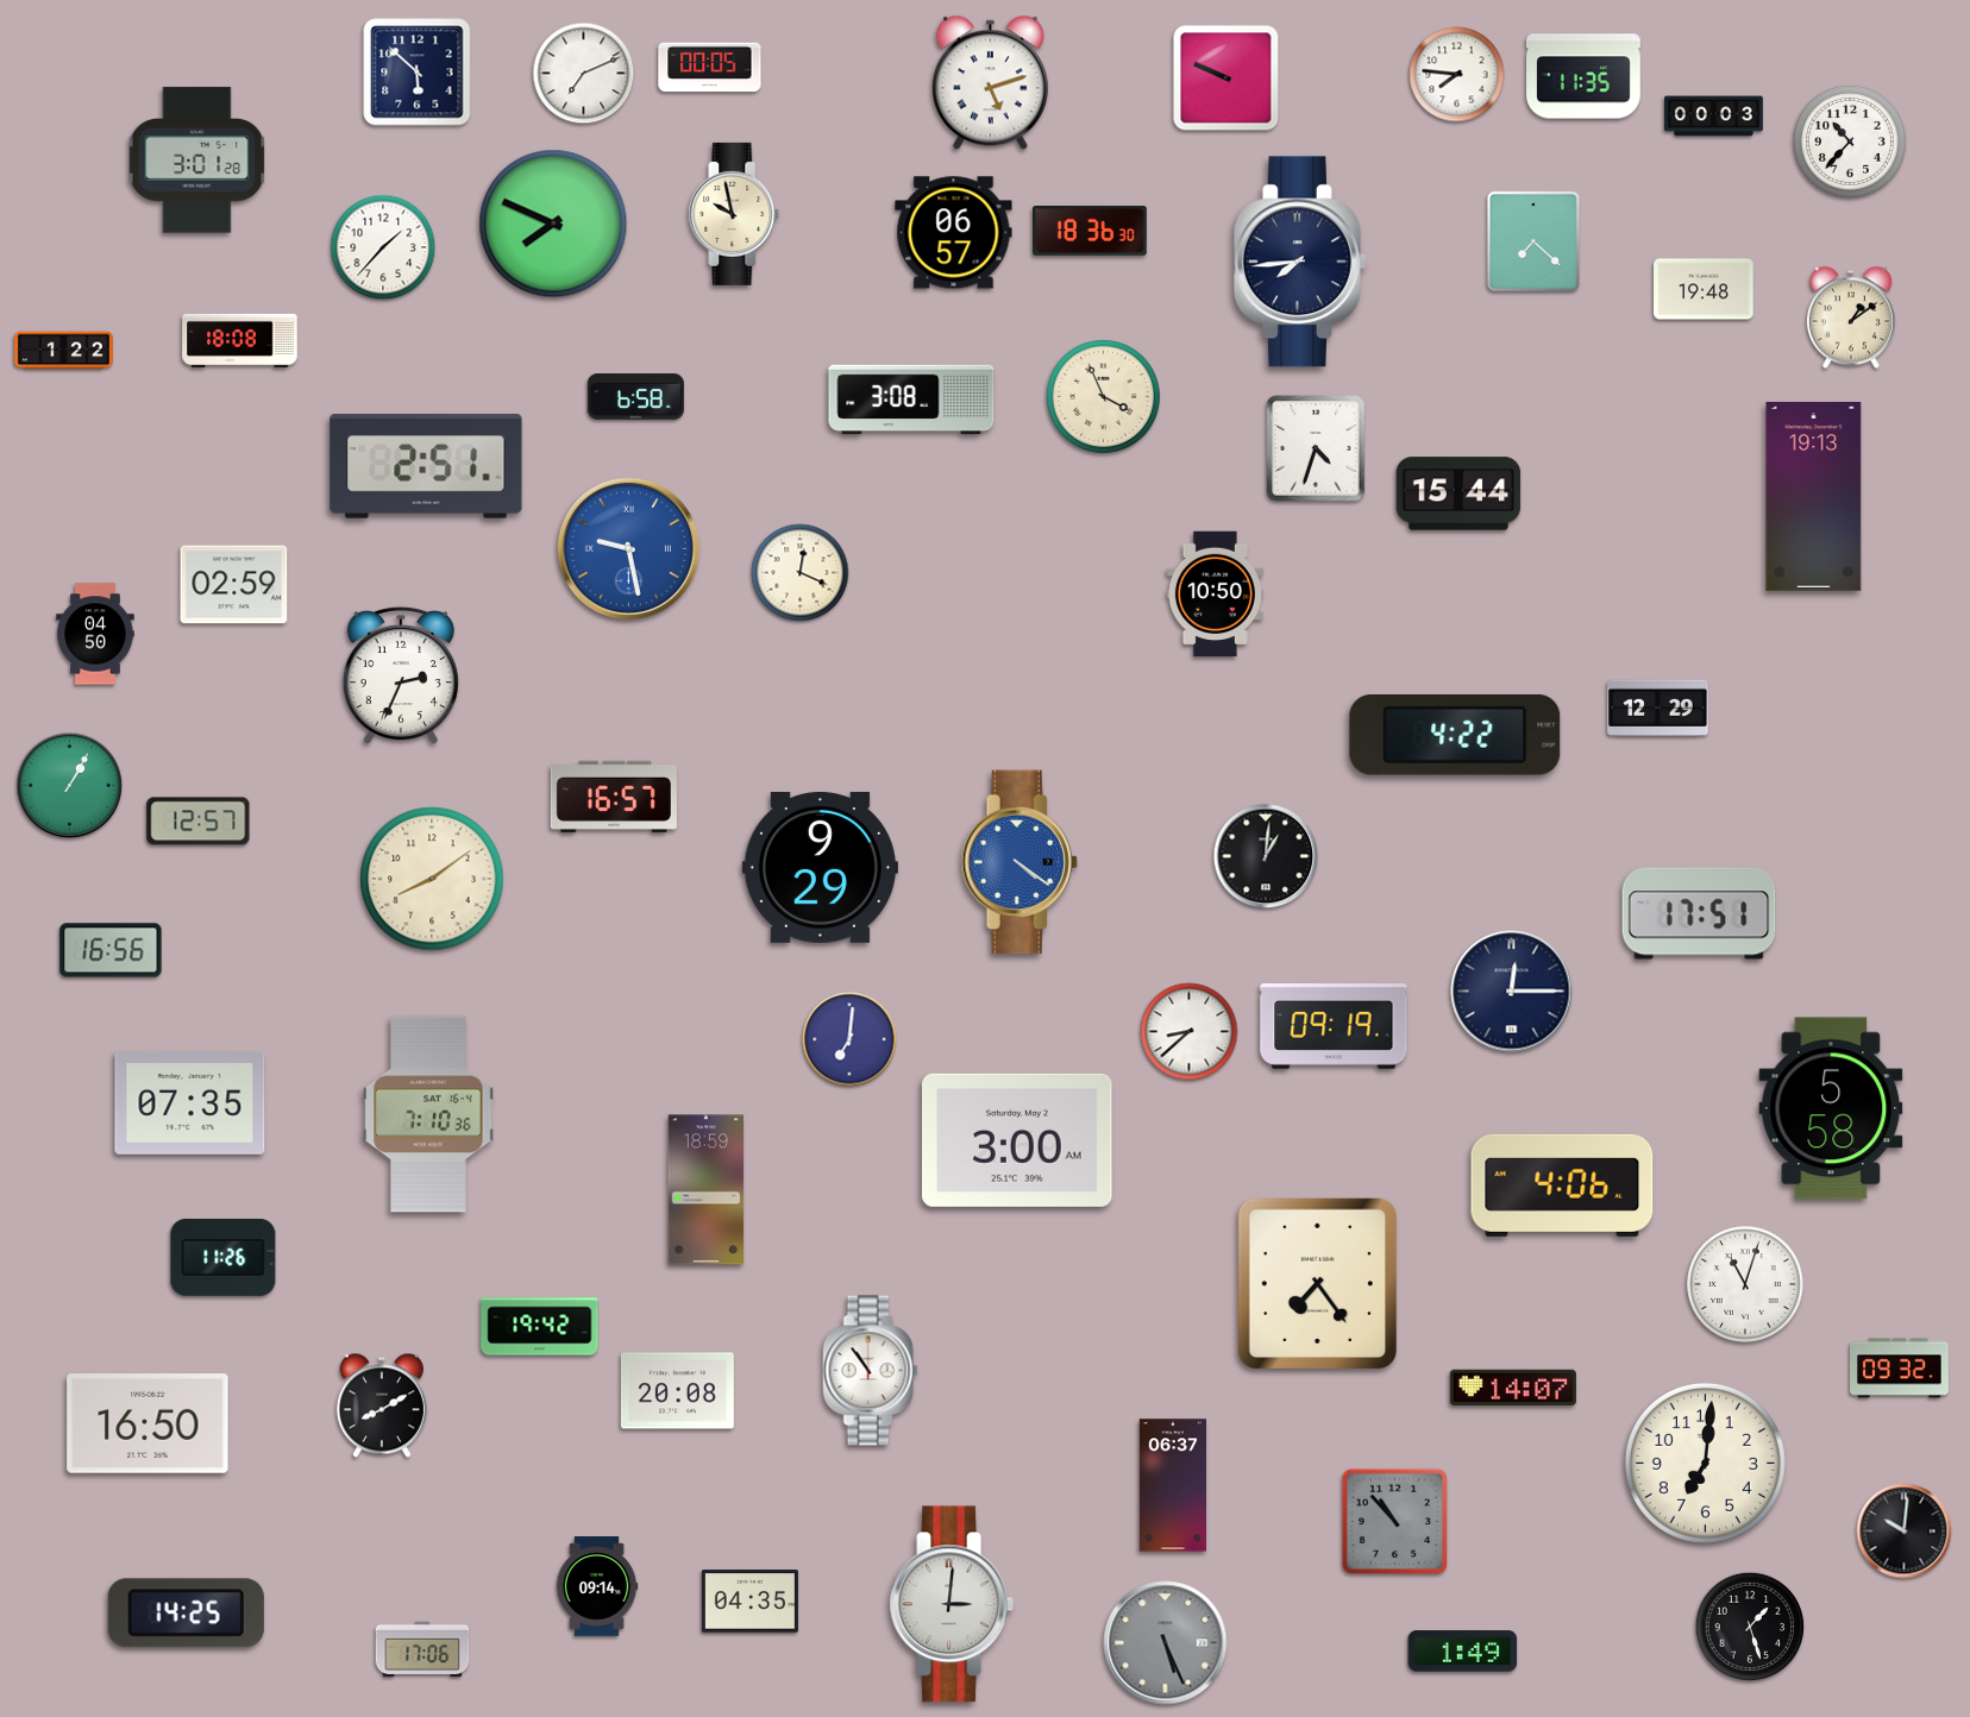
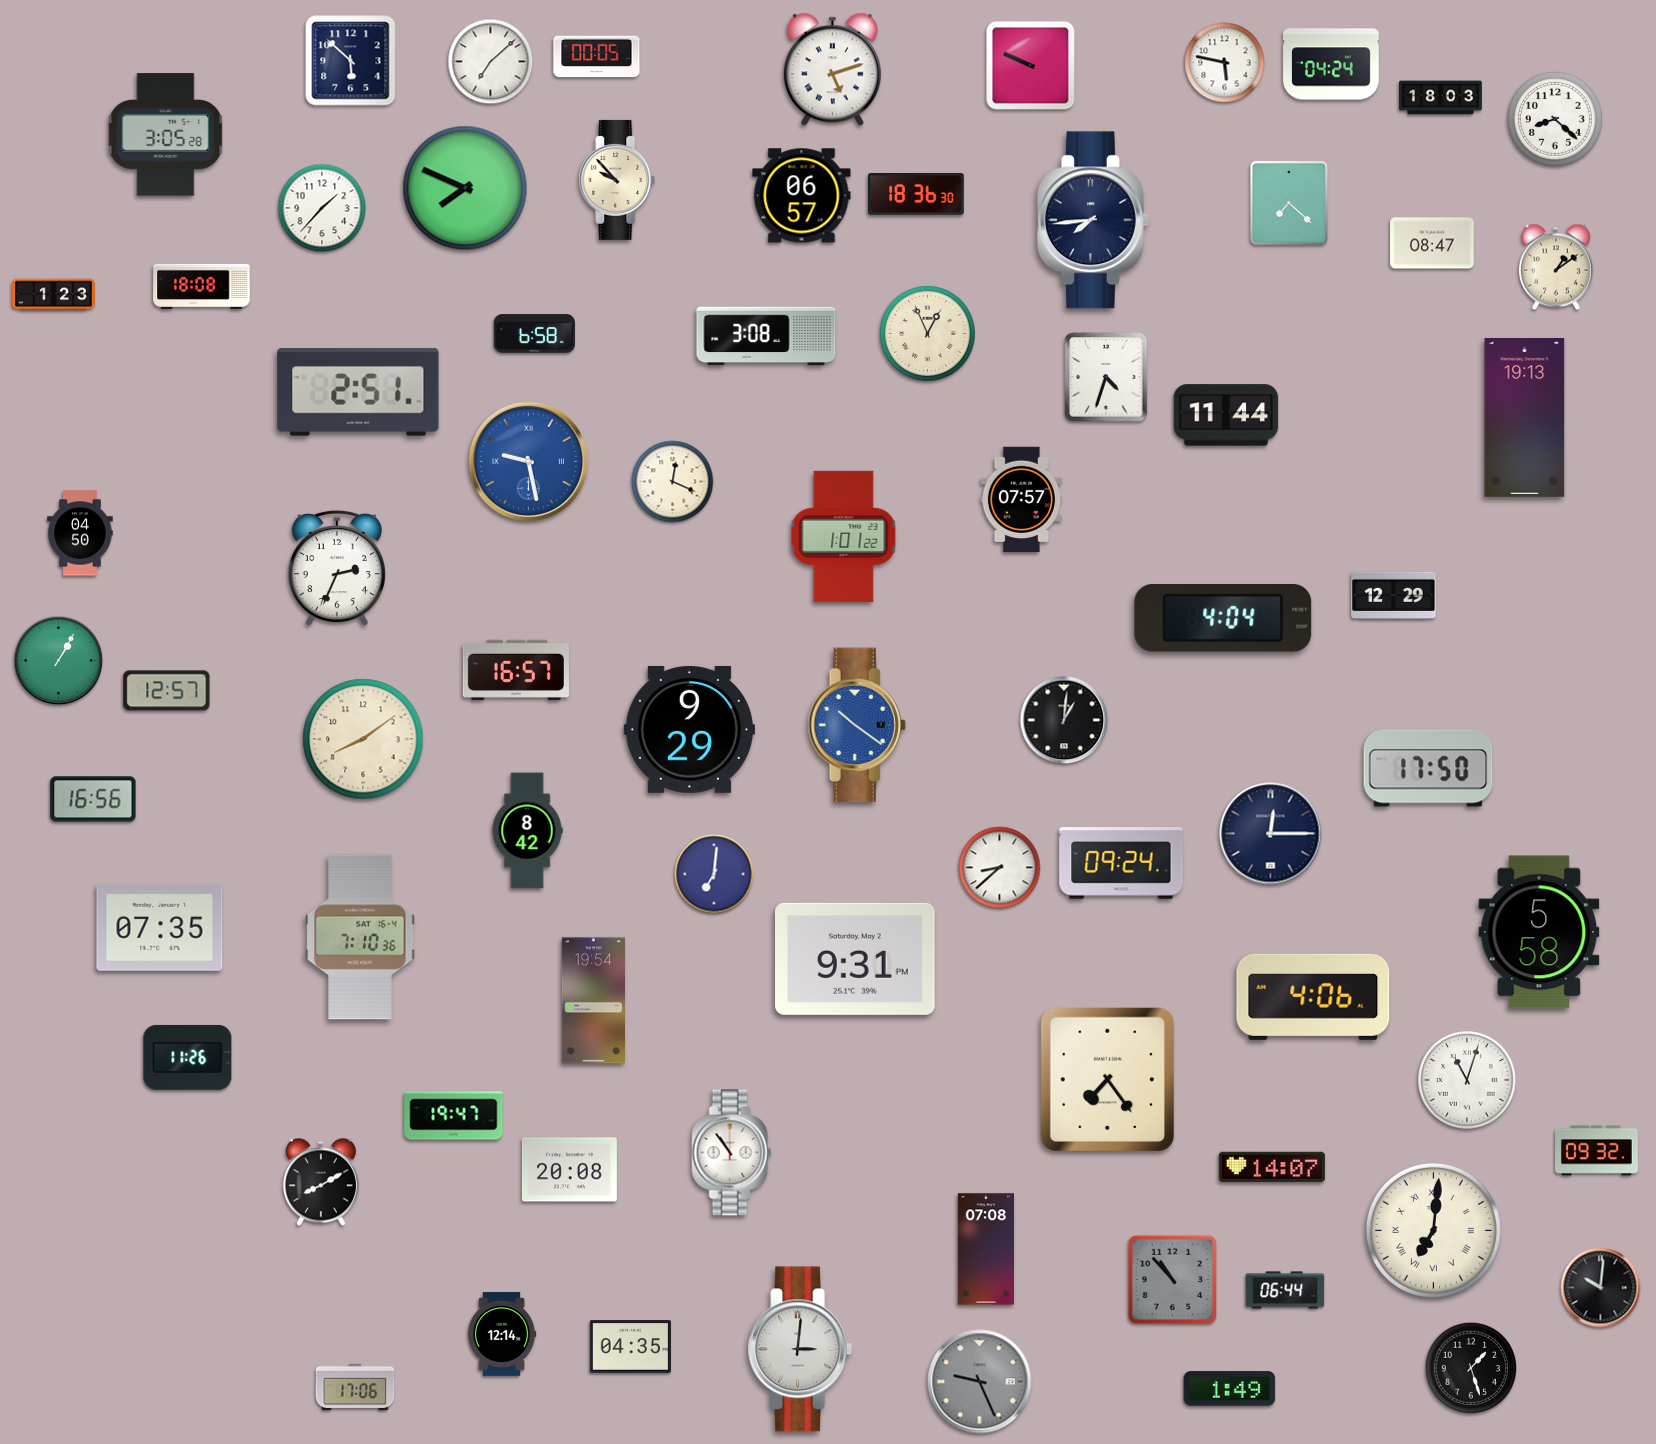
clock at (584, 74): 7:11 -> 7:08
clock at (1457, 75): 7:46 -> 5:47
clock at (1583, 76): 11:35 -> 04:24
clock at (1714, 117): 00:03 -> 18:03
clock at (1850, 141): 10:37 -> 8:22
clock at (197, 161): 3:01 -> 3:05
clock at (734, 214): 9:58 -> 9:53
clock at (1704, 289): 19:48 -> 08:47
clock at (64, 351): 1:22 -> 1:23
clock at (1104, 397): 3:56 -> 12:56
clock at (1458, 493): 15:44 -> 11:44
clock at (234, 585): 02:59 -> none
clock at (1215, 595): 10:50 -> 07:57
clock at (844, 536): none -> 1:01
clock at (1455, 735): 4:22 -> 4:04
clock at (1019, 862): 4:21 -> 10:21
clock at (1699, 913): 17:51 -> 17:50
clock at (527, 831): none -> 8:42
clock at (1334, 1026): 09:19 -> 09:24
clock at (1018, 1140): 3:00 -> 9:31
clock at (705, 1190): 18:59 -> 19:54
clock at (540, 1327): 19:42 -> 19:47
clock at (148, 1424): 16:50 -> none
clock at (1705, 1463) numerals: Arabic -> Roman
clock at (1173, 1485): 06:37 -> 07:08
clock at (1285, 1290): none -> 06:44
clock at (597, 1586): 09:14 -> 12:14
clock at (186, 1614): 14:25 -> none
clock at (1166, 1643): 5:26 -> 9:26
